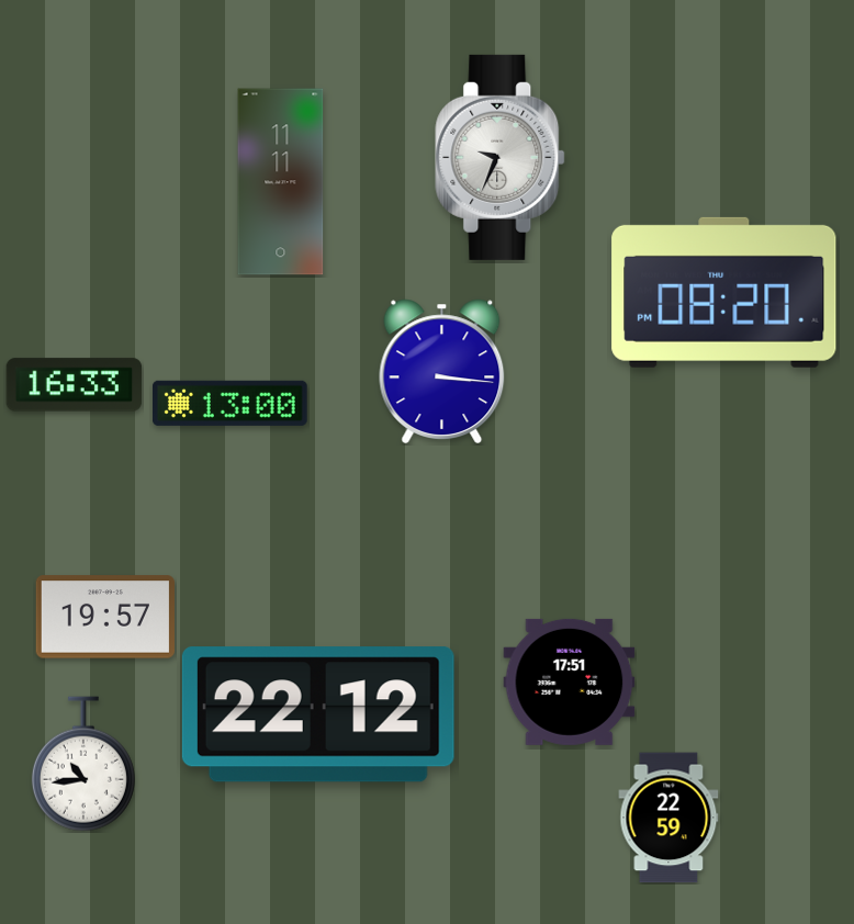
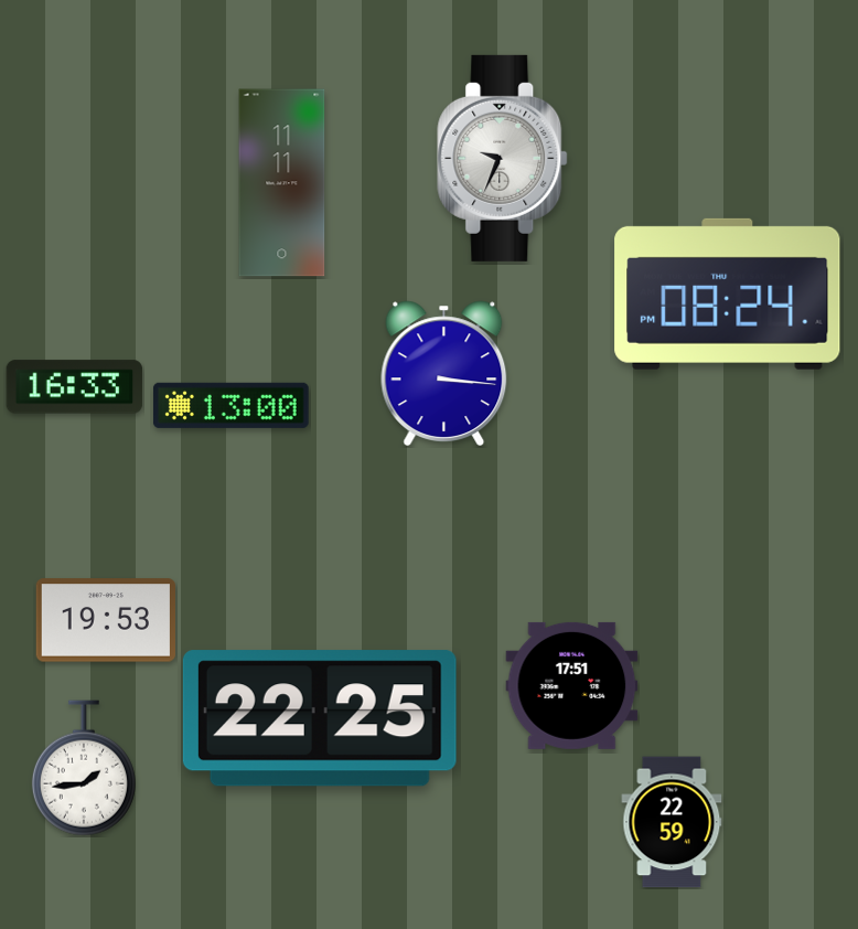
clock at (724, 292): 08:20 -> 08:24
clock at (104, 617): 19:57 -> 19:53
clock at (318, 714): 22:12 -> 22:25
clock at (83, 764): 10:44 -> 1:44
